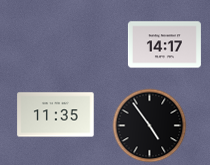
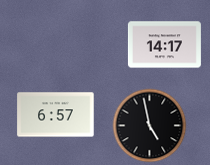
clock at (56, 115): 11:35 -> 6:57
clock at (150, 126): 4:54 -> 4:58
